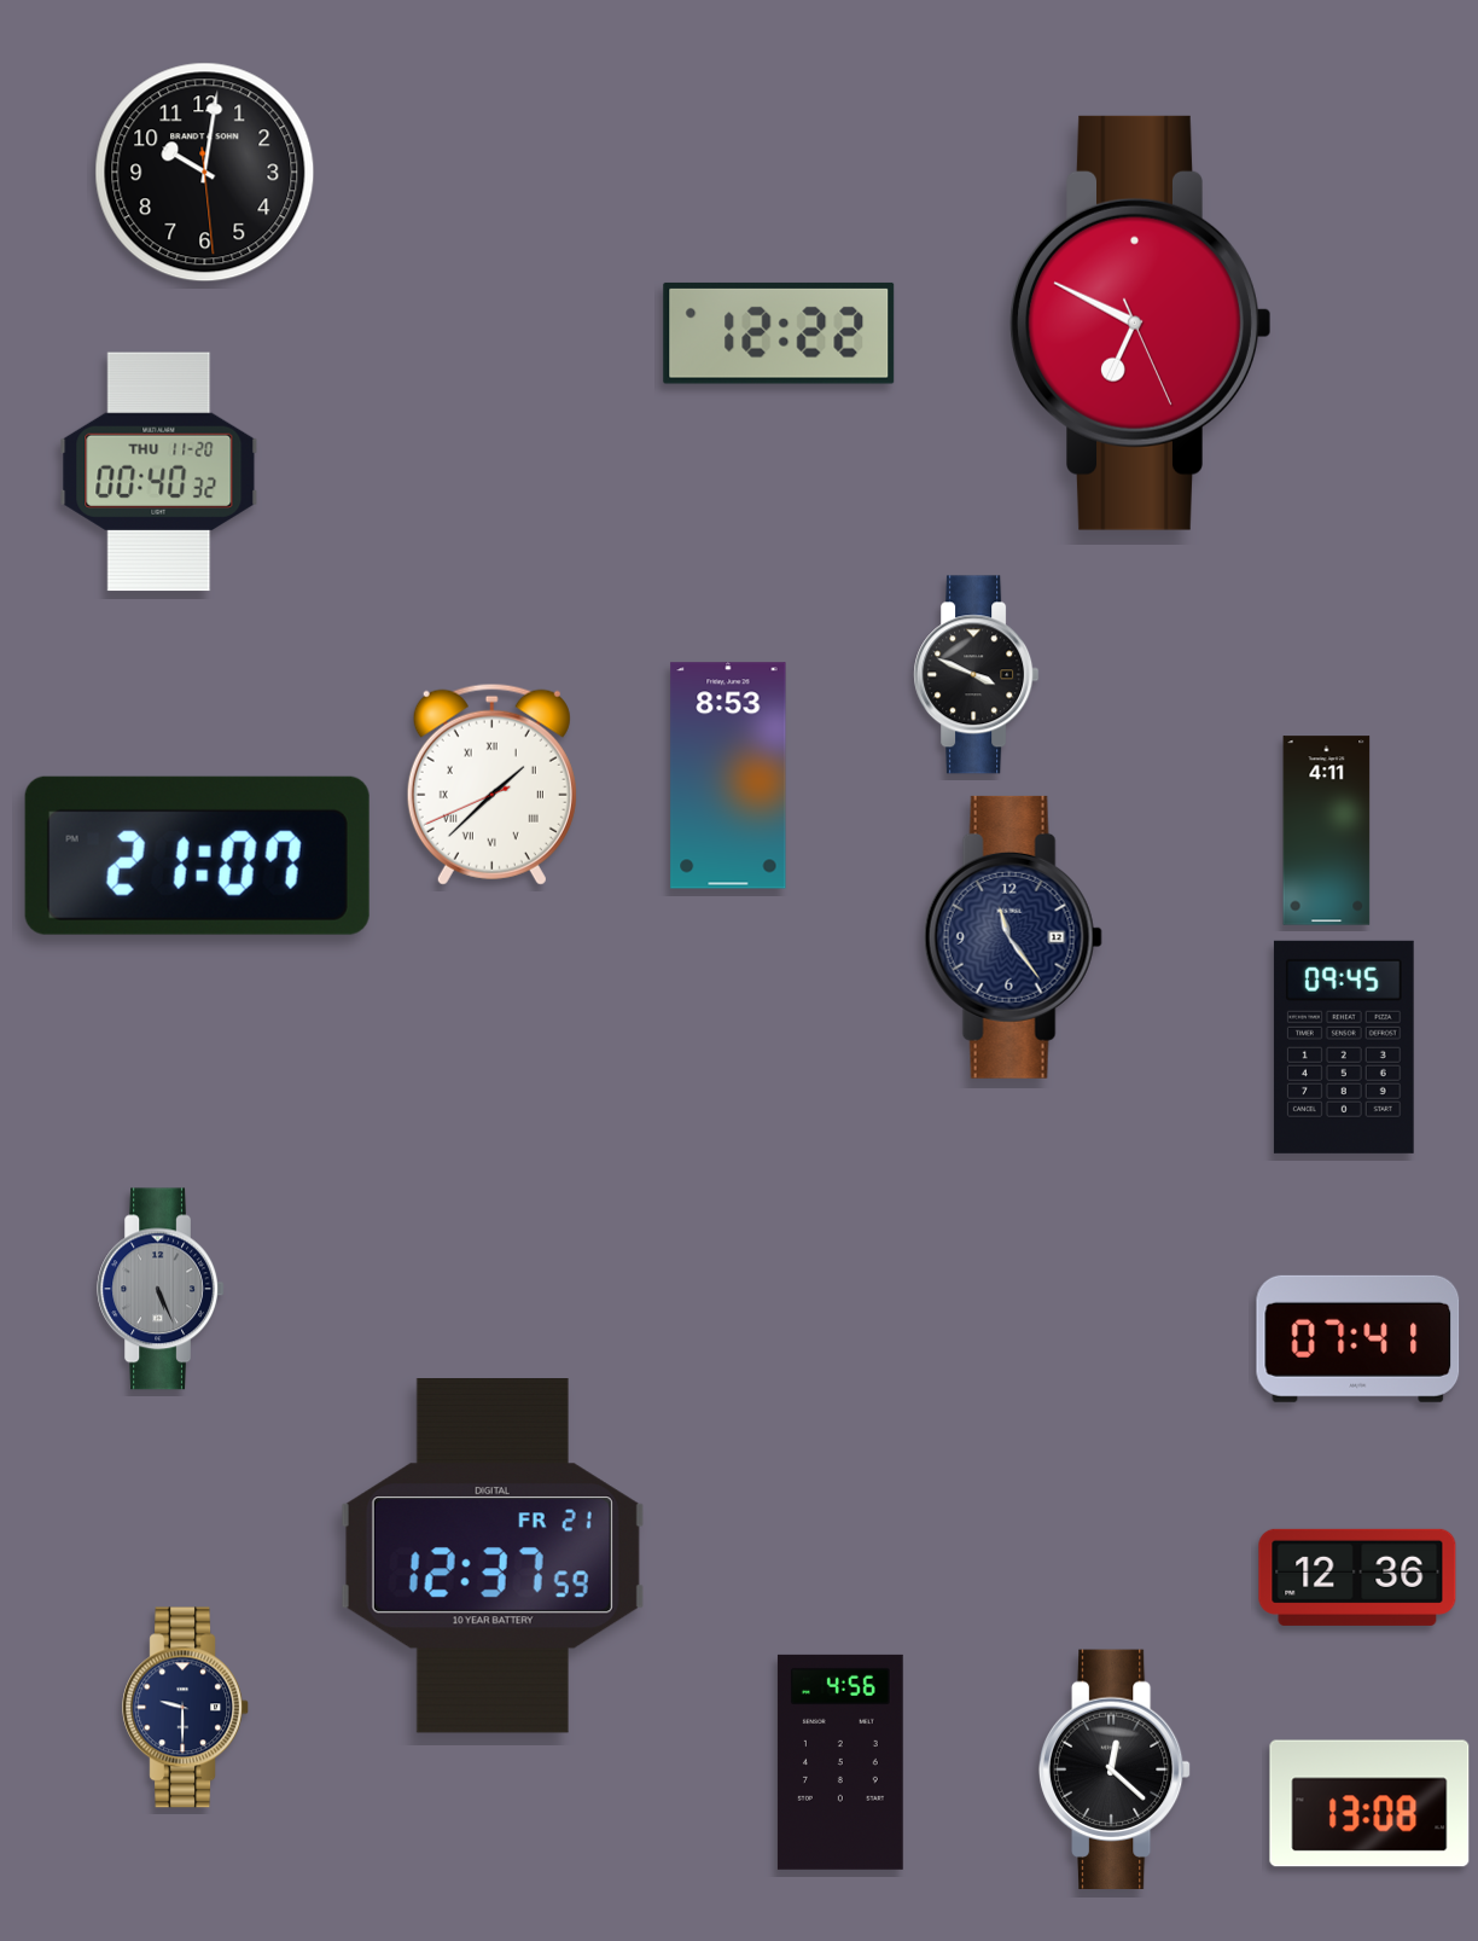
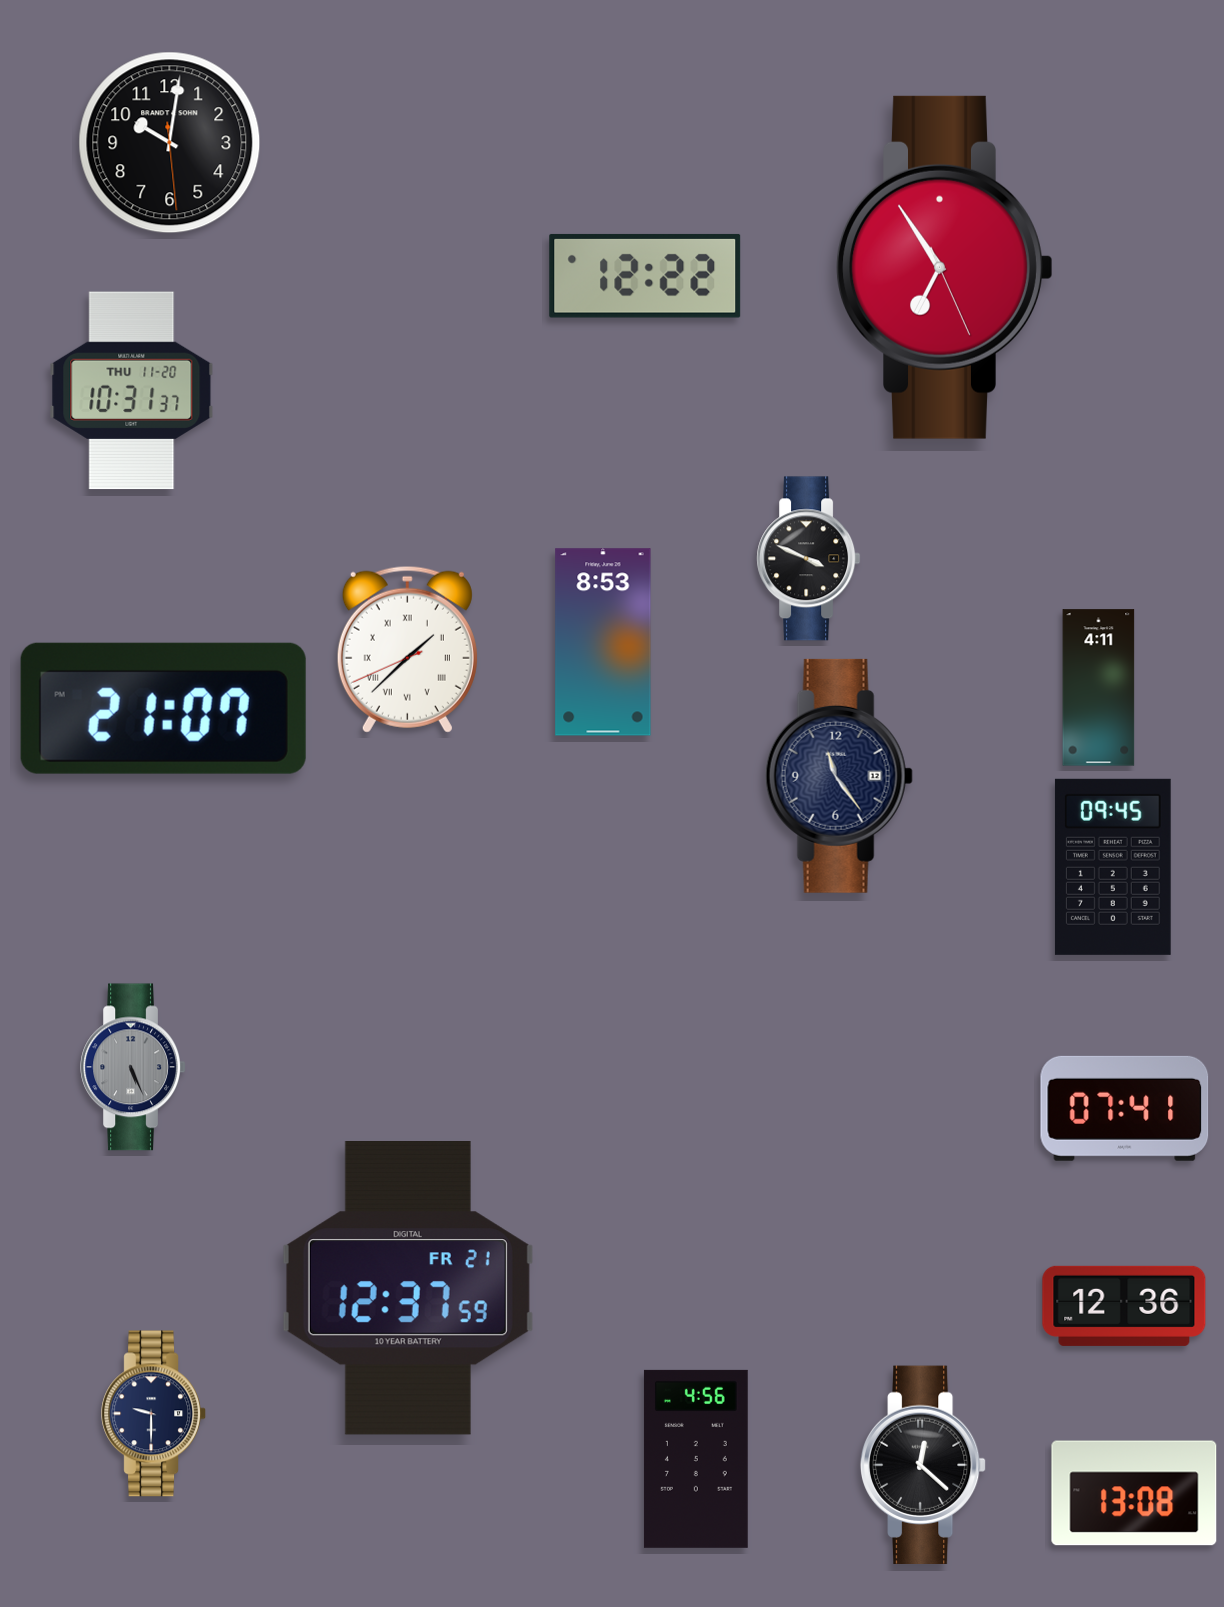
clock at (1141, 322): 6:49 -> 6:54
clock at (159, 472): 00:40 -> 10:31
